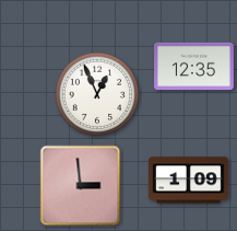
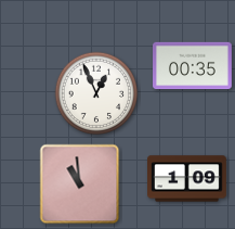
clock at (194, 67): 12:35 -> 00:35
clock at (81, 186): 2:59 -> 10:59
